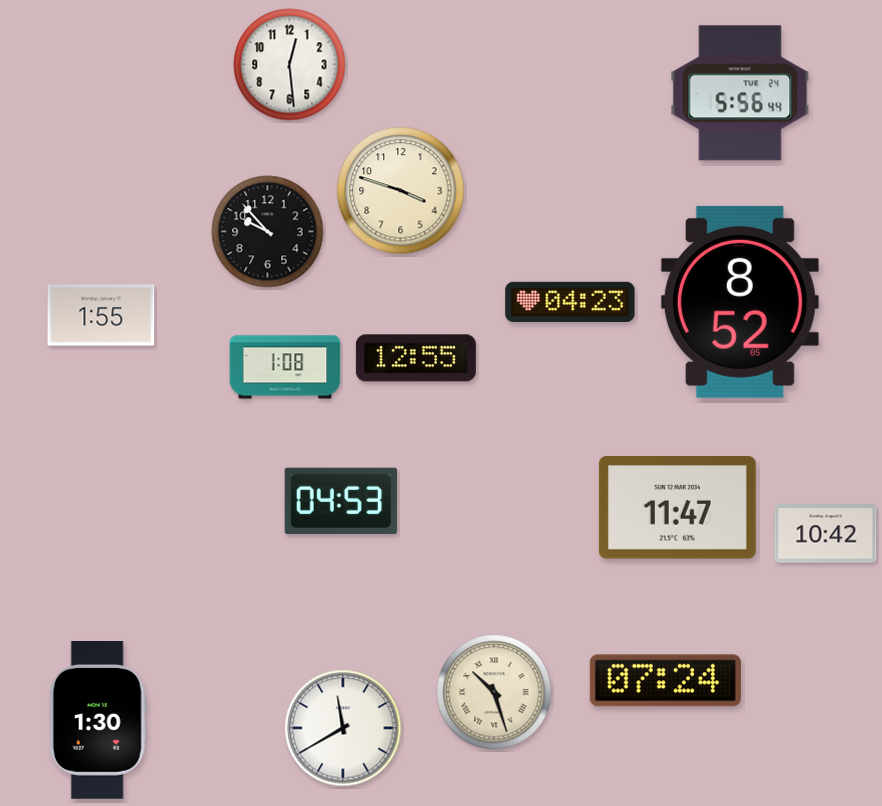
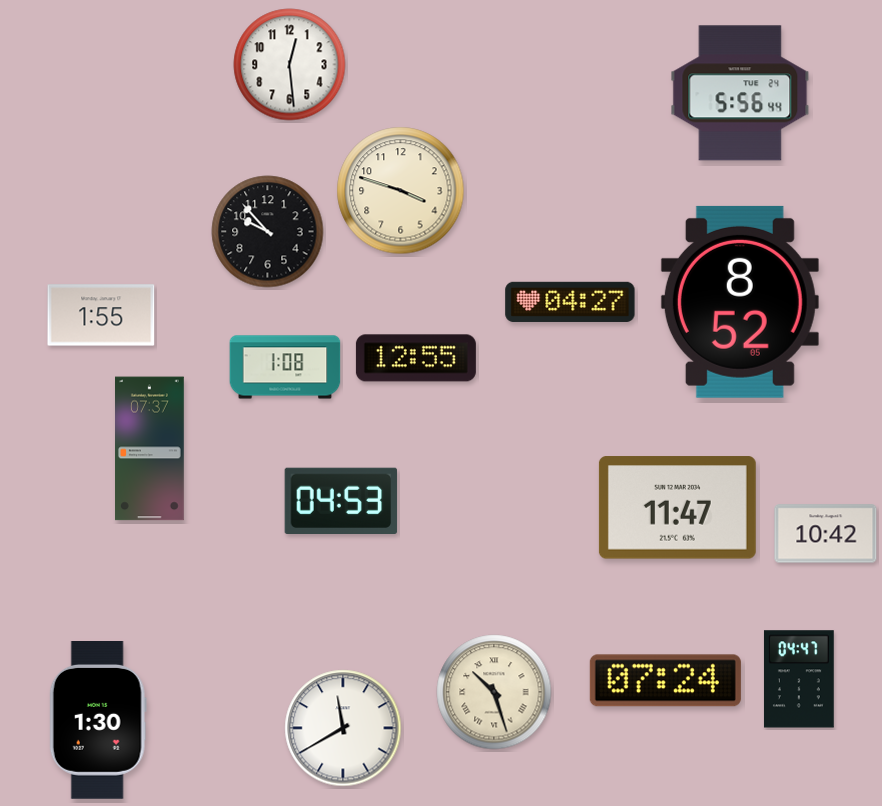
clock at (570, 301): 04:23 -> 04:27
clock at (150, 449): none -> 07:37
clock at (799, 679): none -> 04:47
